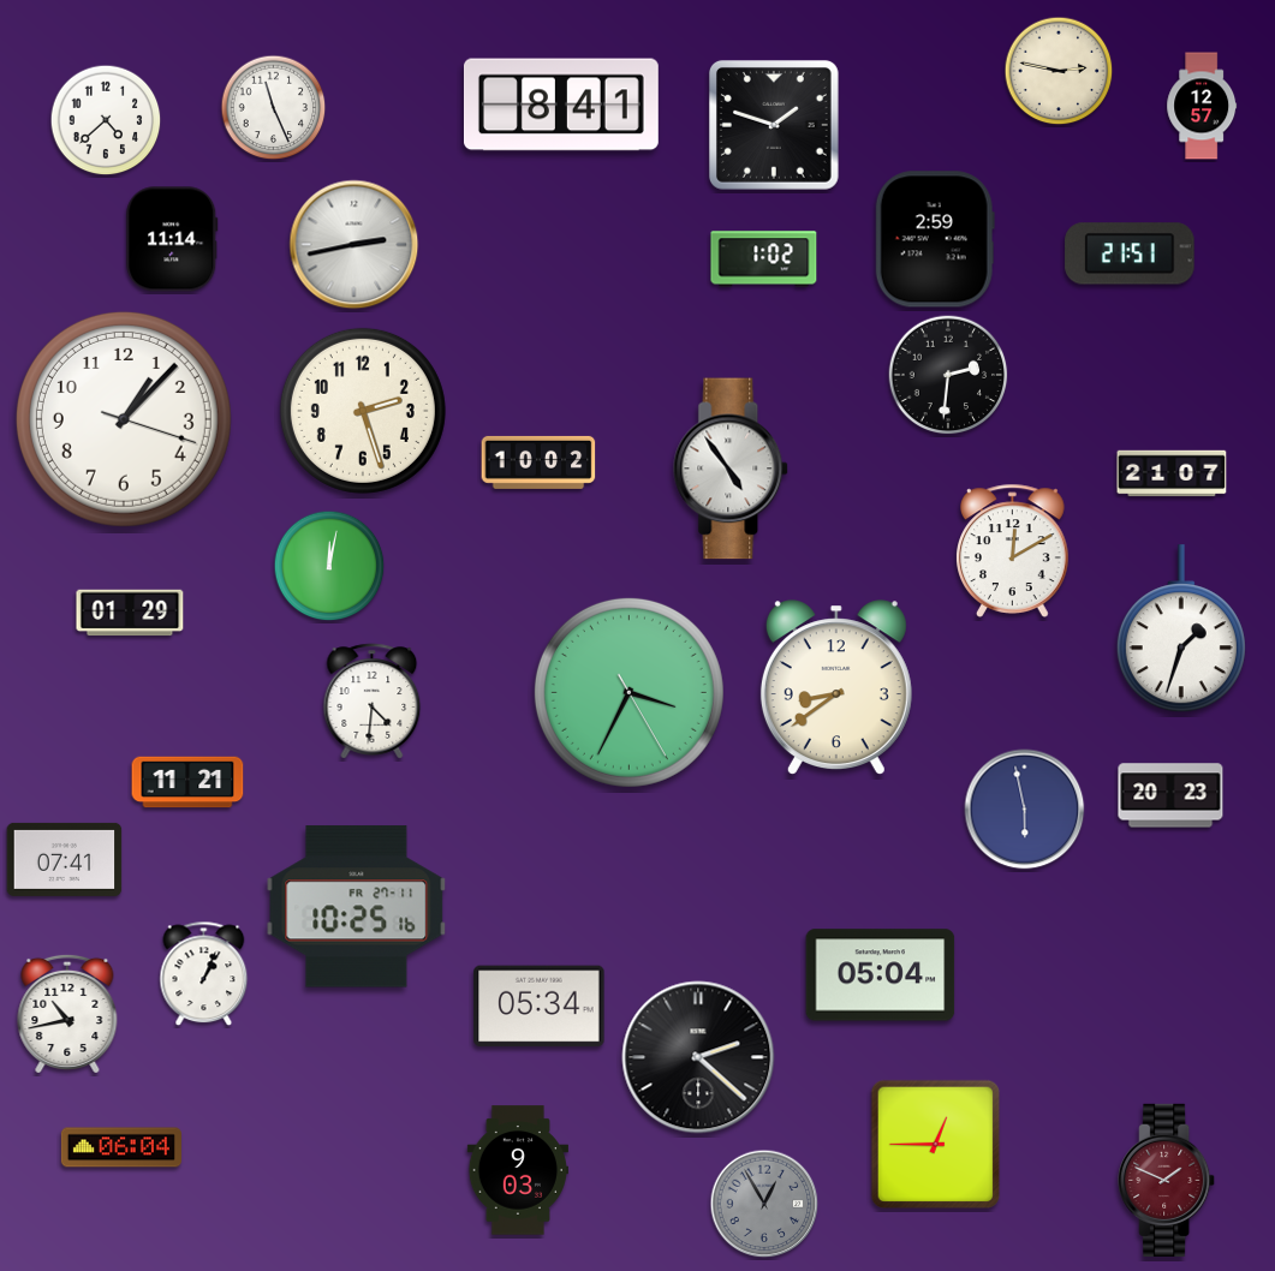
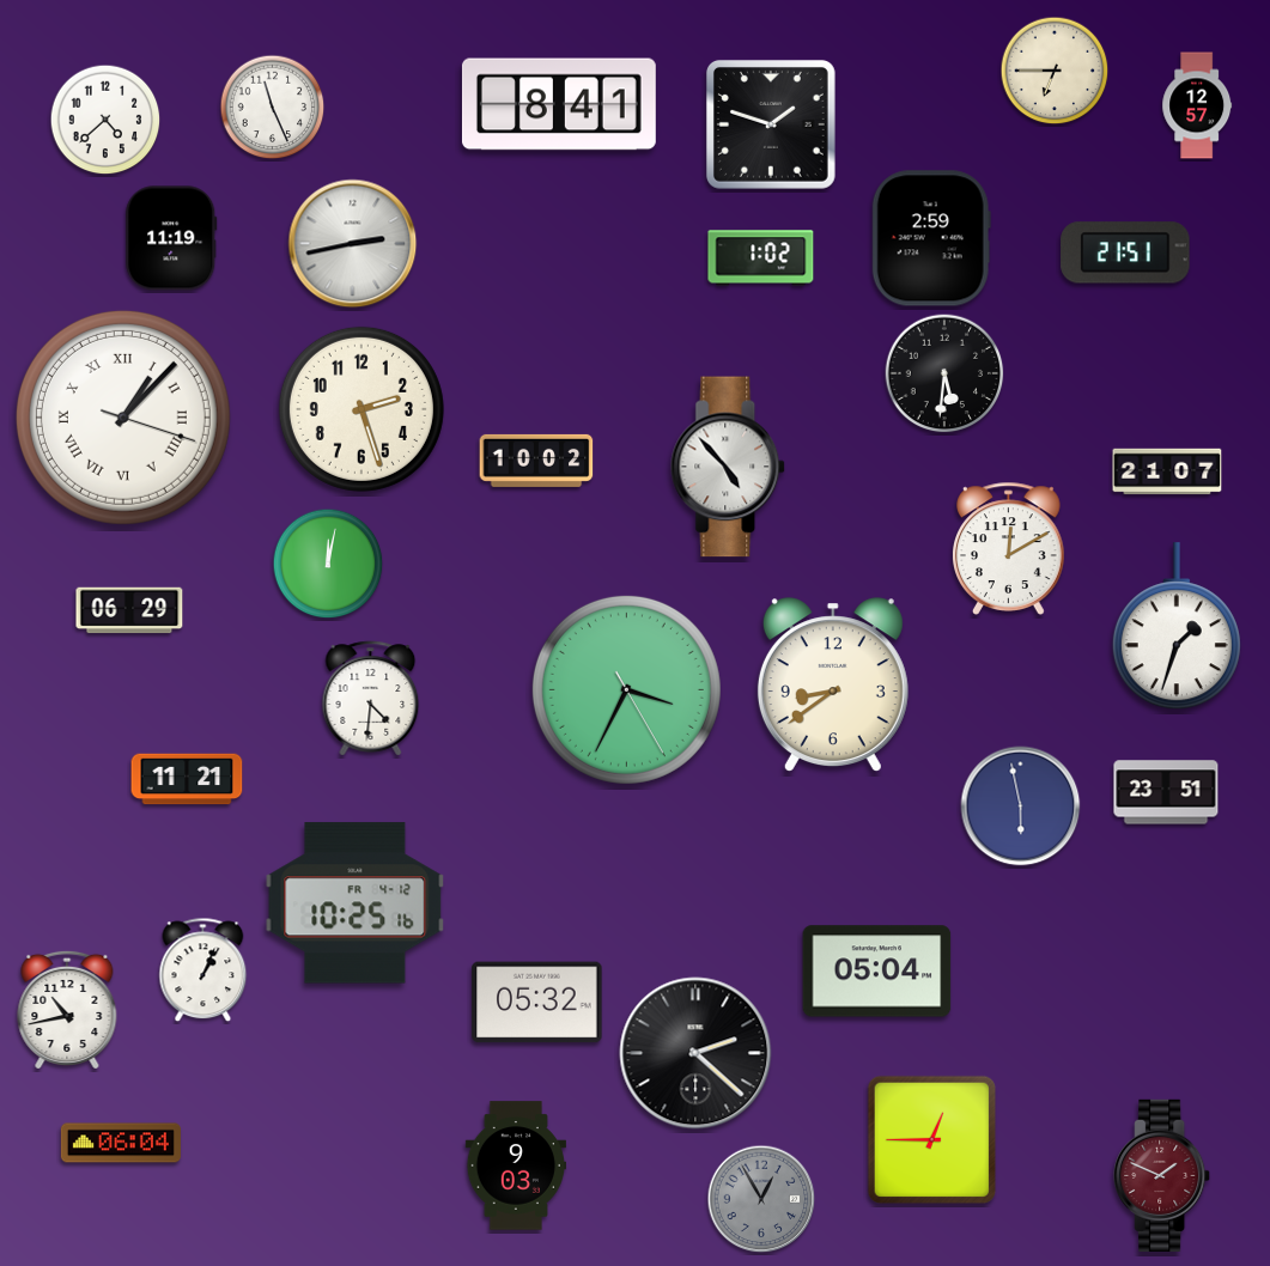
clock at (1059, 71): 2:47 -> 6:45
clock at (172, 239): 11:14 -> 11:19
clock at (948, 375): 2:31 -> 5:31
clock at (124, 419) numerals: Arabic -> Roman
clock at (732, 469): 4:54 -> 4:53
clock at (130, 613): 01:29 -> 06:29
clock at (1170, 795): 20:23 -> 23:51
clock at (65, 859): 07:41 -> none
clock at (357, 907) date: FR 27-11 -> FR 4-12
clock at (540, 1007): 05:34 -> 05:32
